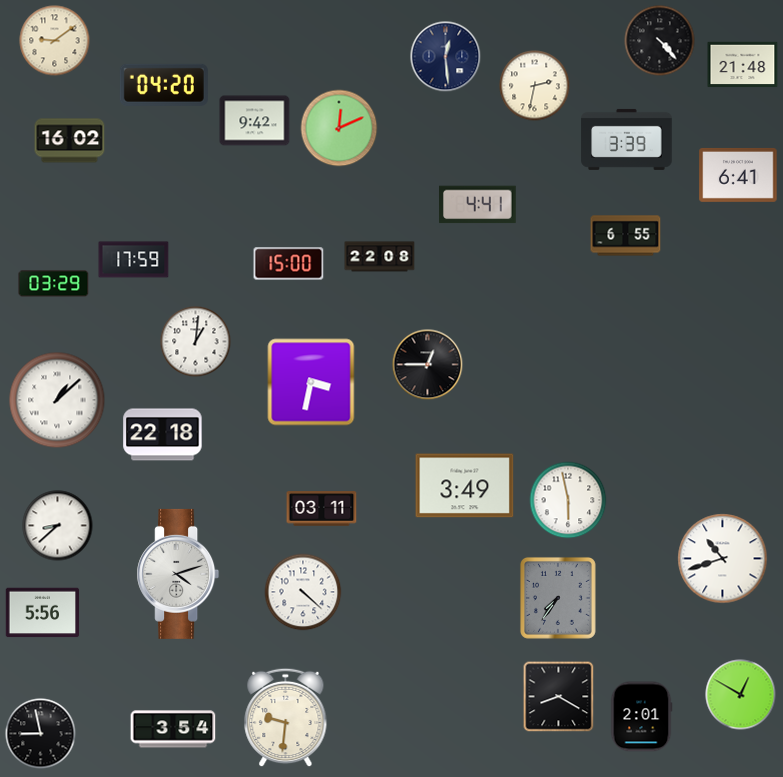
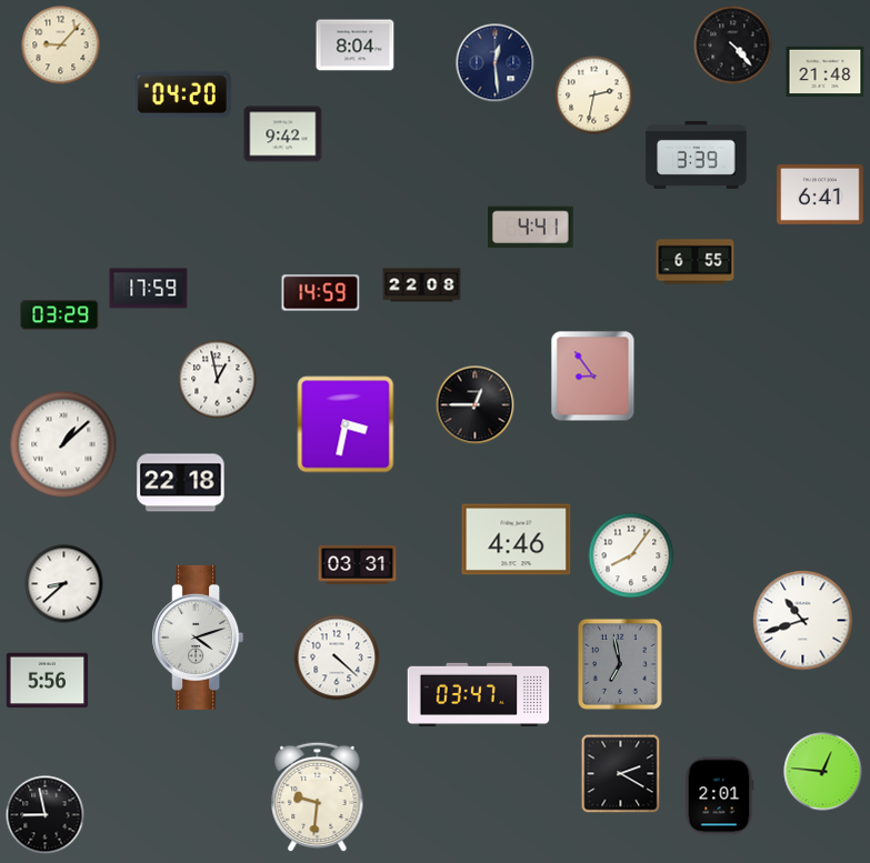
clock at (55, 41): 9:09 -> 9:07
clock at (356, 46): none -> 8:04
clock at (339, 128): 12:11 -> none
clock at (70, 141): 16:02 -> none
clock at (289, 264): 15:00 -> 14:59
clock at (593, 377): none -> 8:54
clock at (196, 342): 1:01 -> 12:58
clock at (465, 486): 3:49 -> 4:46
clock at (568, 500): 5:58 -> 8:06
clock at (322, 509): 03:11 -> 03:31
clock at (558, 598): 7:36 -> 6:58
clock at (479, 694): none -> 03:47
clock at (741, 695): 12:50 -> 12:46
clock at (559, 697): 8:20 -> 2:20
clock at (641, 717) position: (641, 717) -> (719, 796)
clock at (173, 729): 3:54 -> none
